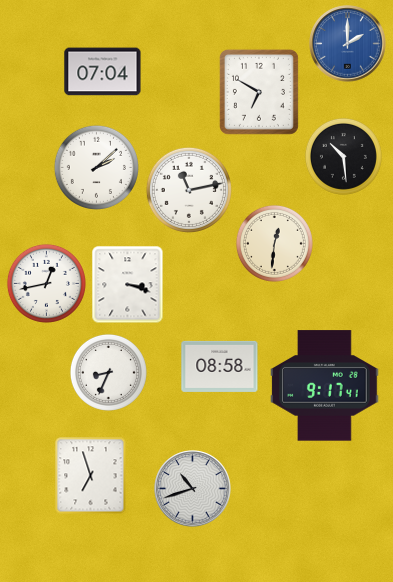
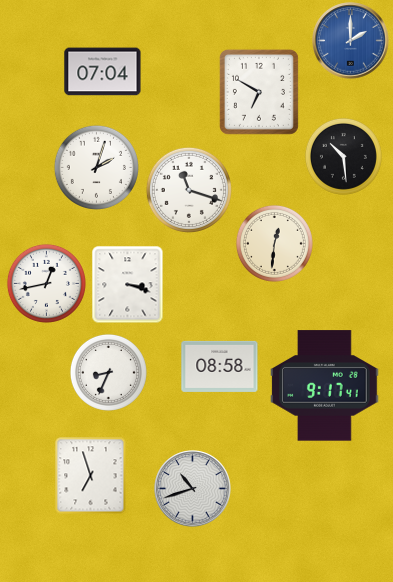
clock at (348, 44) position: (348, 44) -> (351, 41)
clock at (96, 167): 2:08 -> 2:03
clock at (189, 190): 11:13 -> 11:18
